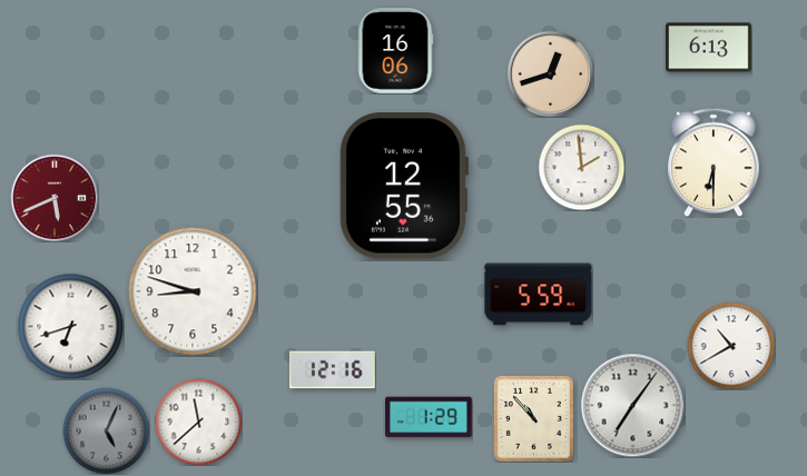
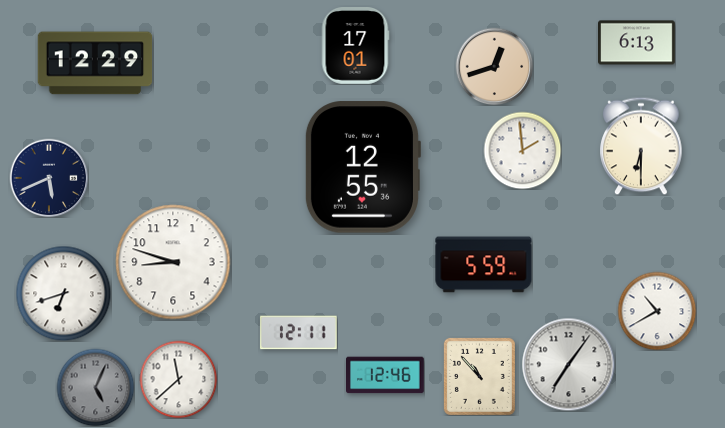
clock at (395, 51): 16:06 -> 17:01
clock at (95, 63): none -> 12:29
clock at (55, 198) dial: burgundy -> navy
clock at (332, 370): 12:16 -> 12:11
clock at (430, 417): 1:29 -> 12:46
